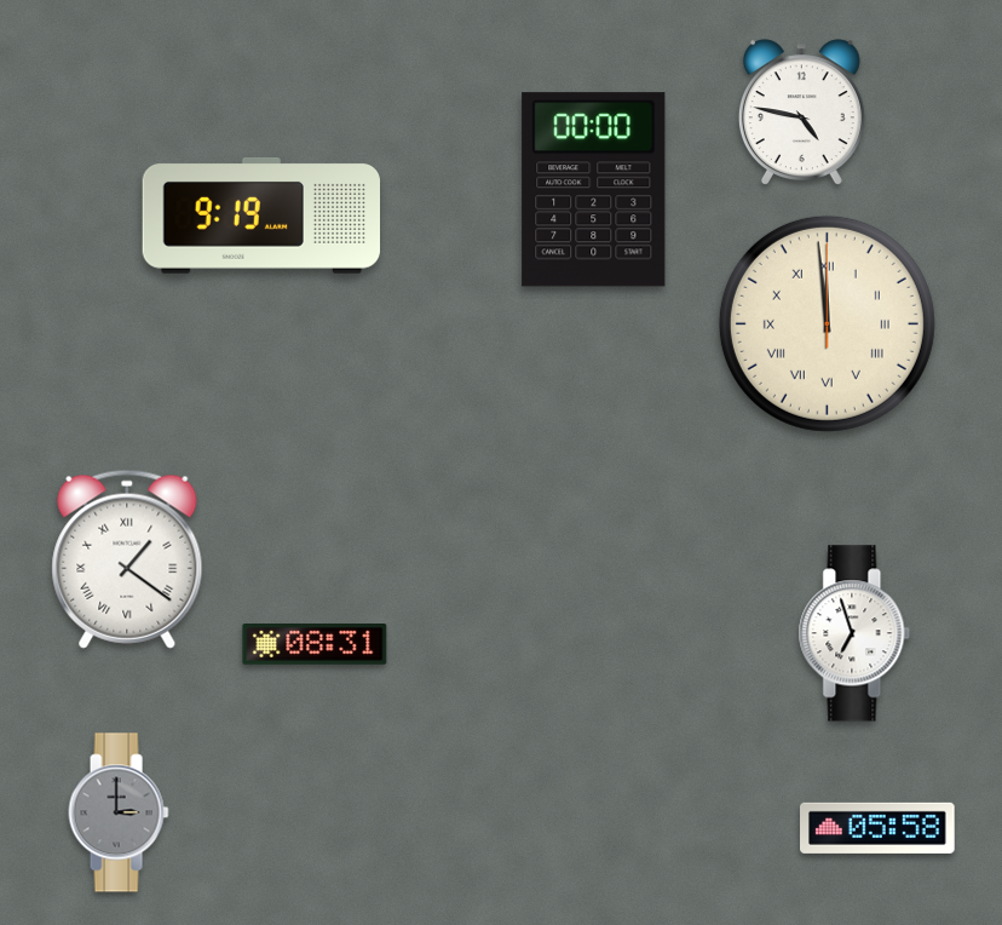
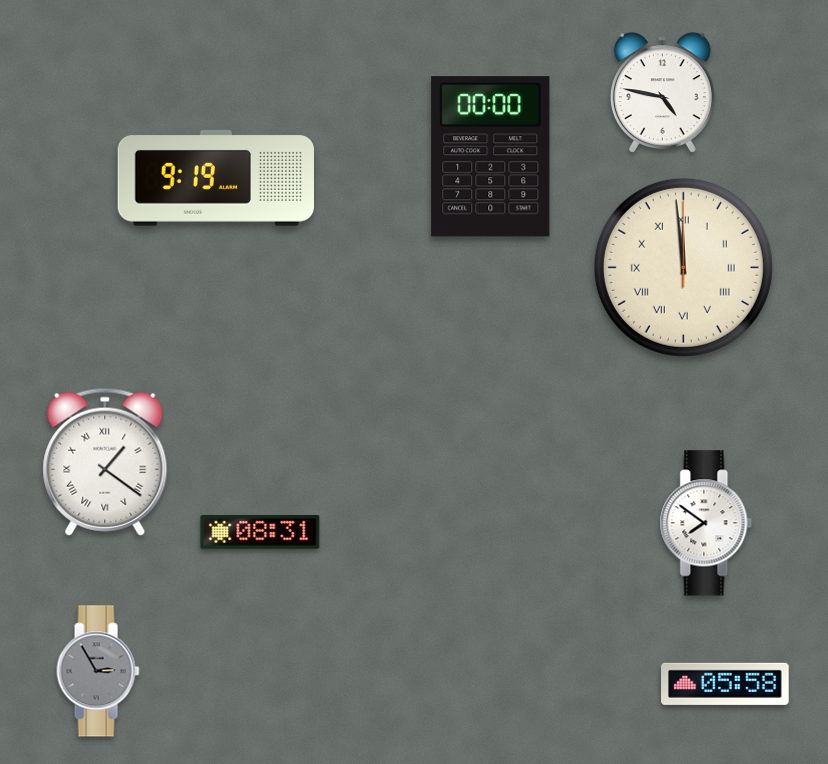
clock at (854, 633): 6:57 -> 7:51
clock at (119, 812): 3:00 -> 2:55
